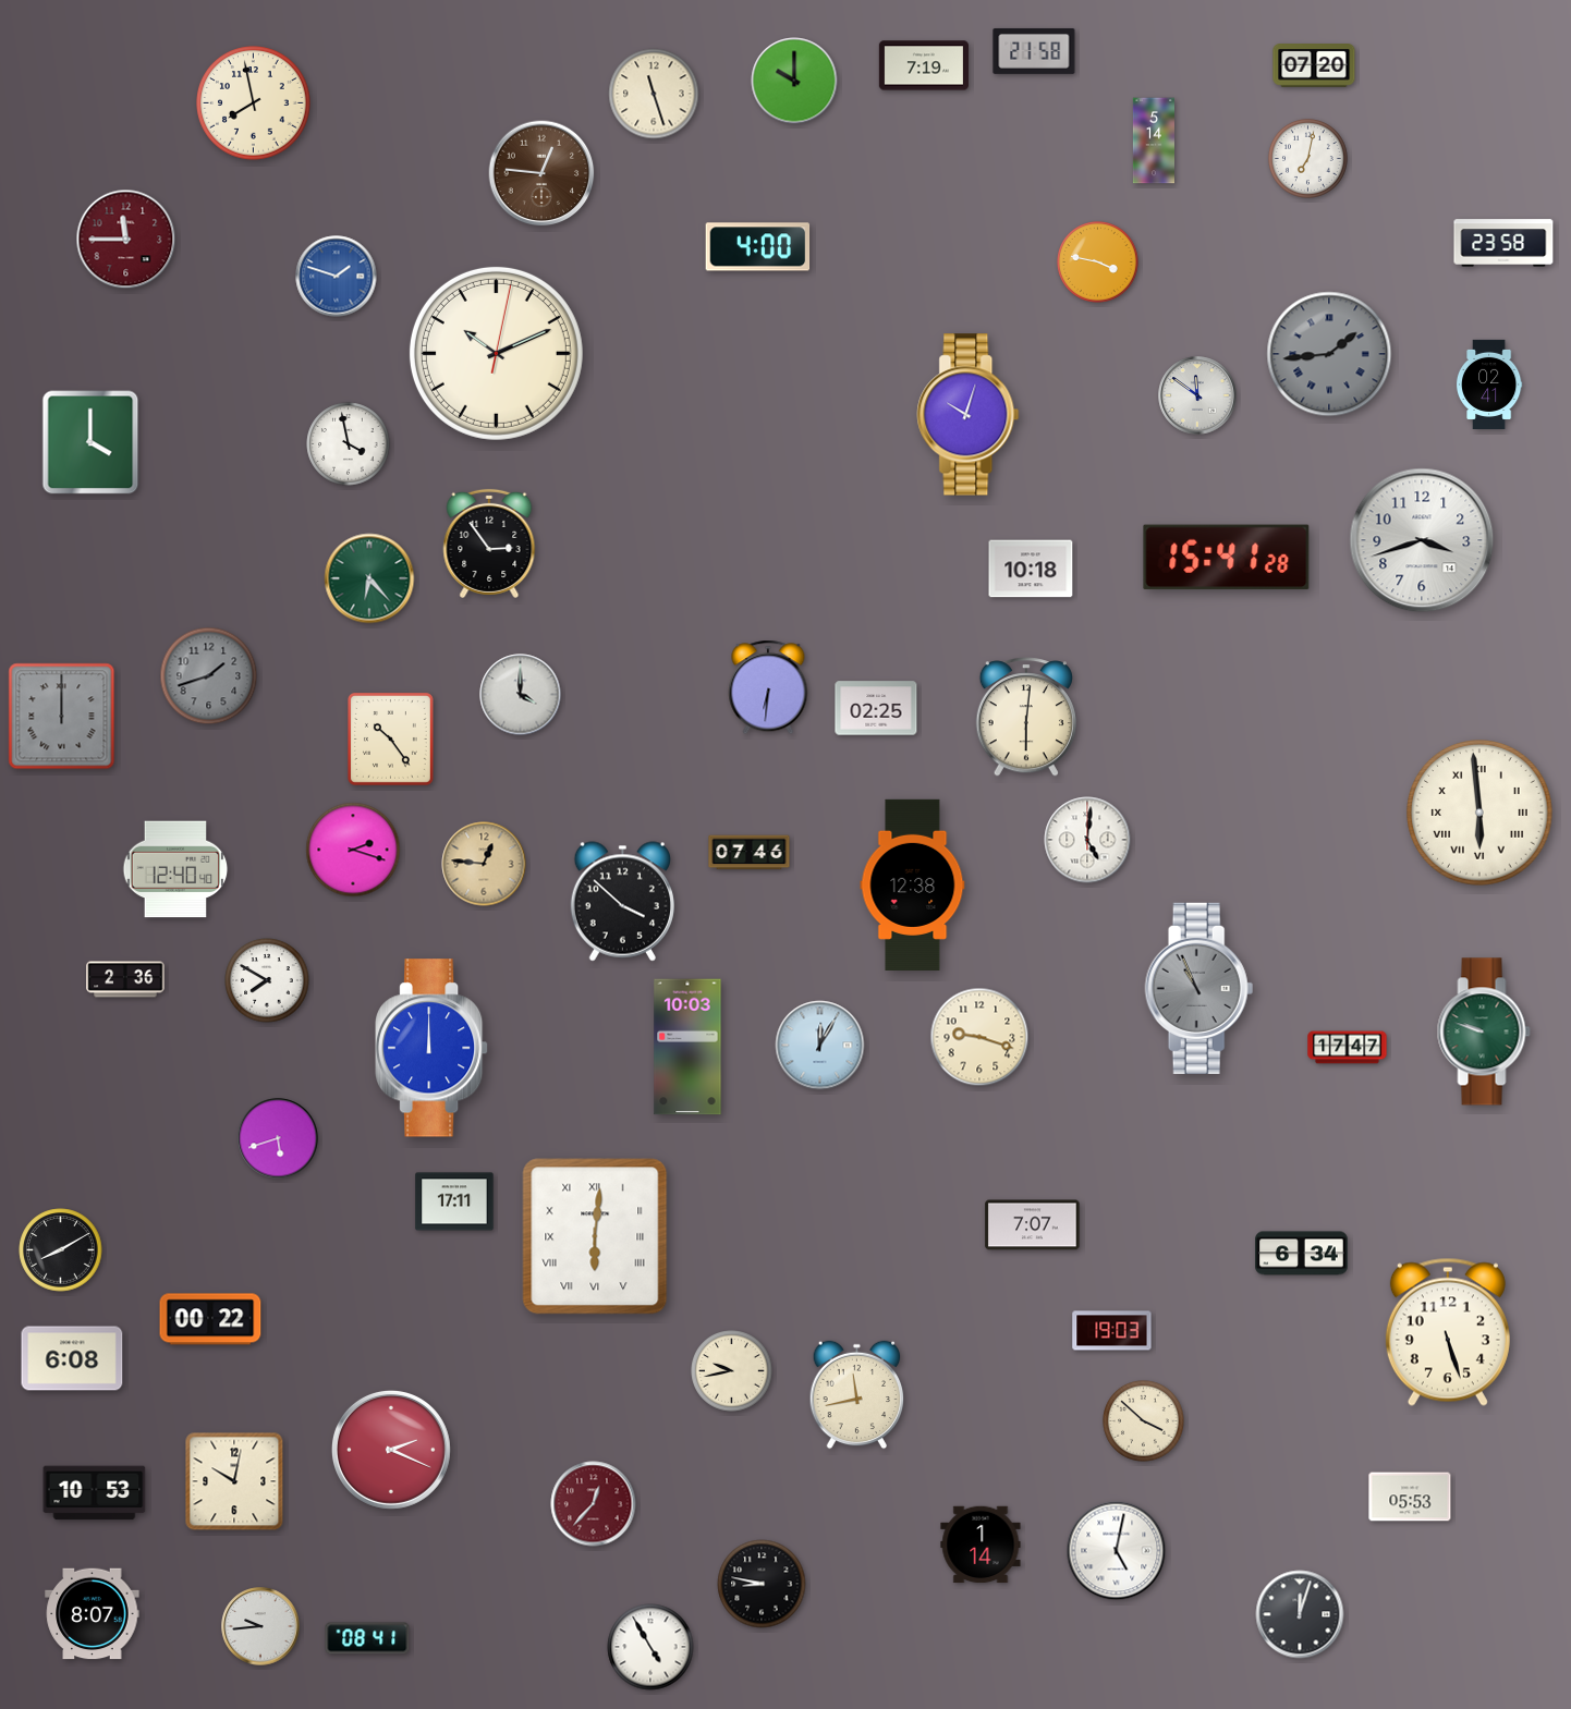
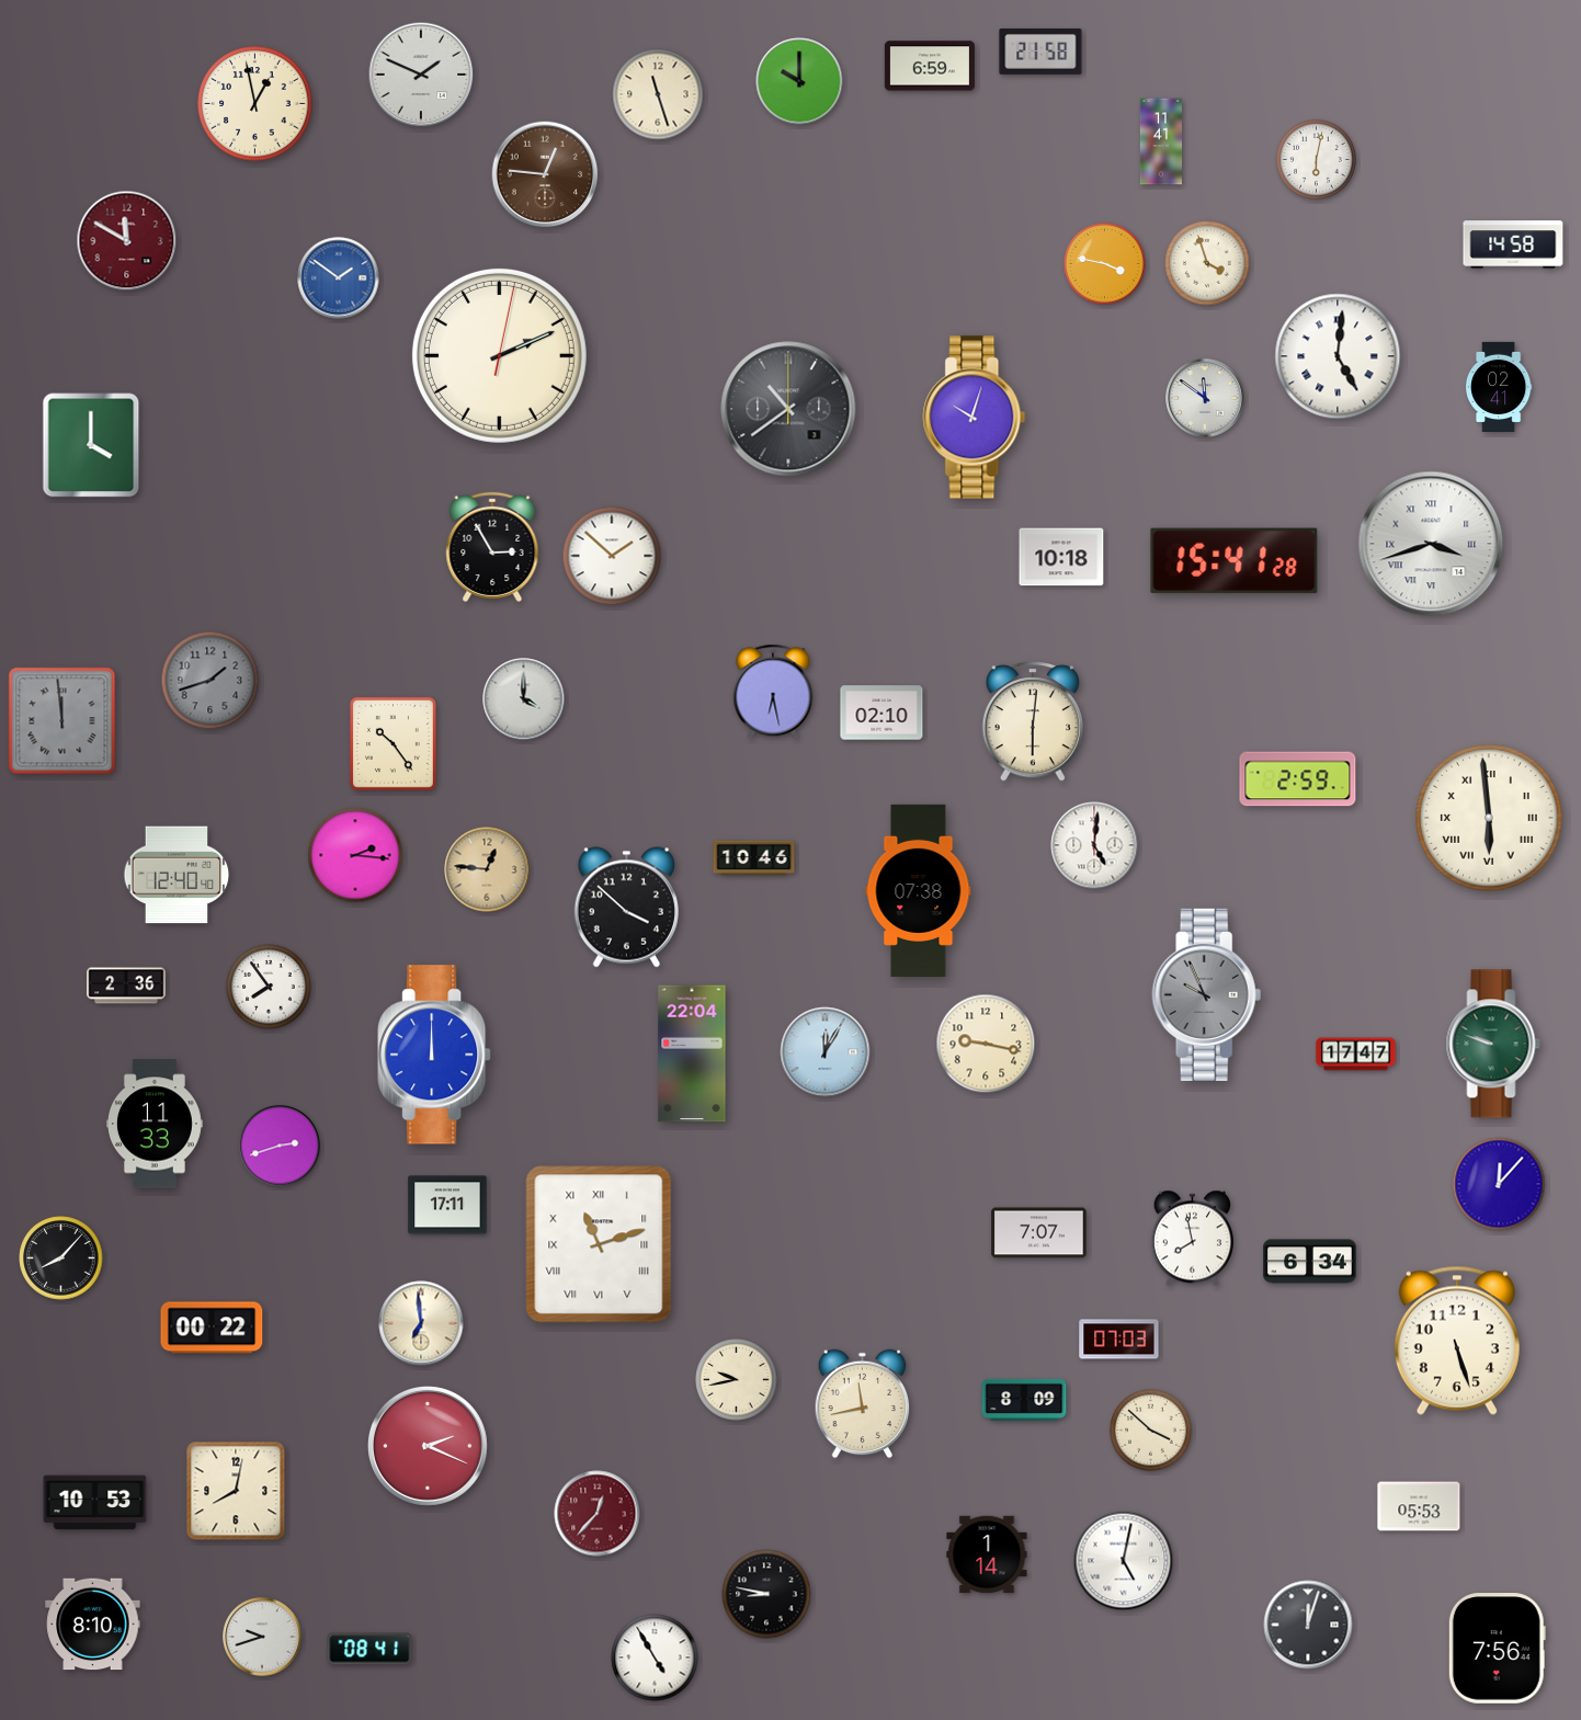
clock at (924, 65): 7:19 -> 6:59
clock at (1314, 66): 07:20 -> none
clock at (421, 75): none -> 1:49
clock at (254, 103): 7:58 -> 12:58
clock at (1153, 141): 5:14 -> 11:41
clock at (1307, 158): 7:02 -> 6:02
clock at (126, 240): 11:45 -> 11:50
clock at (1503, 243): 23:58 -> 14:58
clock at (758, 247): 4:00 -> none
clock at (1207, 263): none -> 3:57
clock at (337, 277): 1:48 -> 1:51
clock at (496, 353): 10:11 -> 2:11
clock at (1329, 354): 1:44 -> 5:01
clock at (1329, 354) dial: grey -> white
clock at (788, 409): none -> 10:39
clock at (349, 444): 3:58 -> none
clock at (1422, 540) numerals: Arabic -> Roman
clock at (489, 544): 2:54 -> 2:55
clock at (612, 556): none -> 1:52
clock at (1031, 569) position: (1031, 569) -> (1061, 557)
clock at (369, 578): 6:23 -> none
clock at (768, 687): 6:31 -> 6:28
clock at (876, 708): 02:25 -> 02:10
clock at (62, 717): 12:00 -> 11:59
clock at (1298, 779): none -> 2:59
clock at (353, 850): 2:18 -> 2:16
clock at (750, 853): 07:46 -> 10:46
clock at (913, 884): 12:38 -> 07:38
clock at (267, 980): 7:50 -> 7:54
clock at (1199, 988): 10:56 -> 9:56
clock at (1484, 1031) position: (1484, 1031) -> (1493, 1044)
clock at (979, 1037): 9:18 -> 9:17
clock at (687, 1047): 10:03 -> 22:04
clock at (155, 1124): none -> 11:33
clock at (278, 1138): 5:42 -> 2:42
clock at (1499, 1184): none -> 12:07
clock at (454, 1201) position: (454, 1201) -> (447, 1205)
clock at (1192, 1239): none -> 7:58
clock at (595, 1236): 6:01 -> 11:12
clock at (61, 1250): 8:10 -> 8:07
clock at (421, 1323): none -> 6:59
clock at (1112, 1331): 19:03 -> 07:03
clock at (72, 1358): 6:08 -> none
clock at (1024, 1400): none -> 8:09
clock at (391, 1450) position: (391, 1450) -> (428, 1446)
clock at (234, 1481): 10:02 -> 8:02
clock at (93, 1614): 8:07 -> 8:10
clock at (260, 1626): 9:44 -> 9:42
clock at (1497, 1649): none -> 7:56
